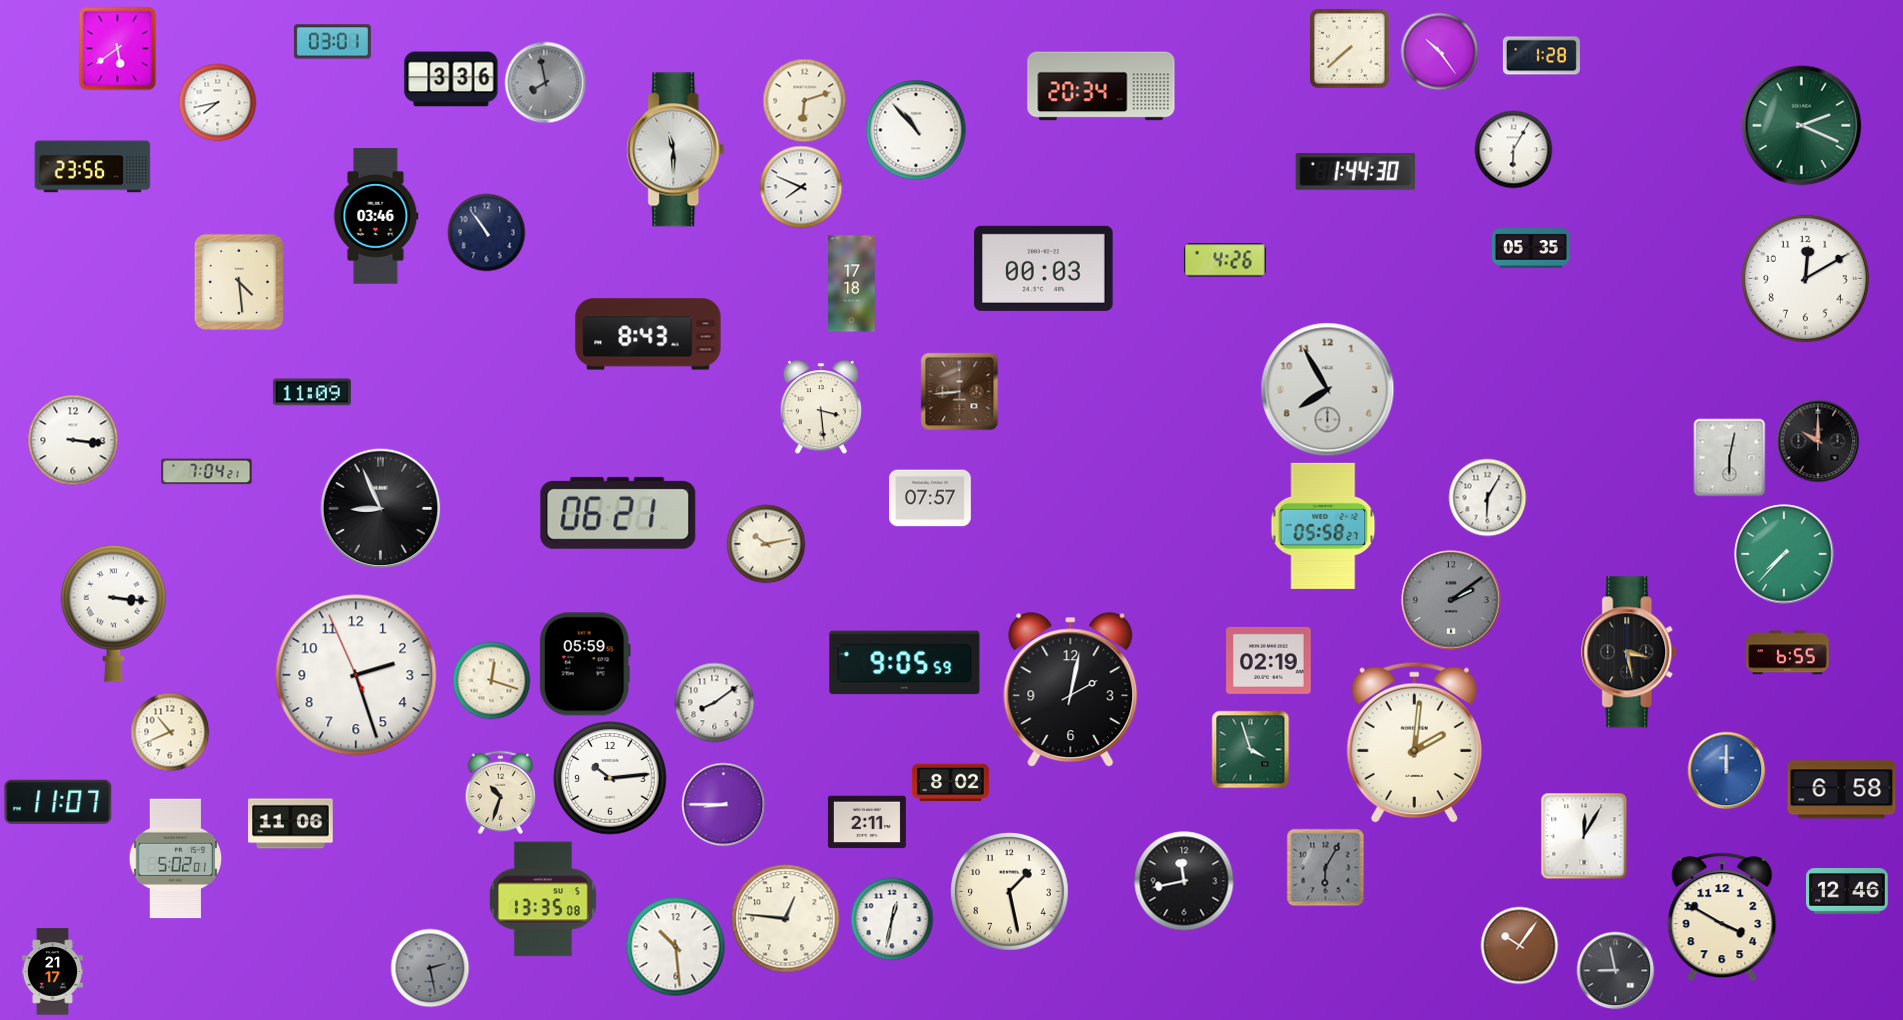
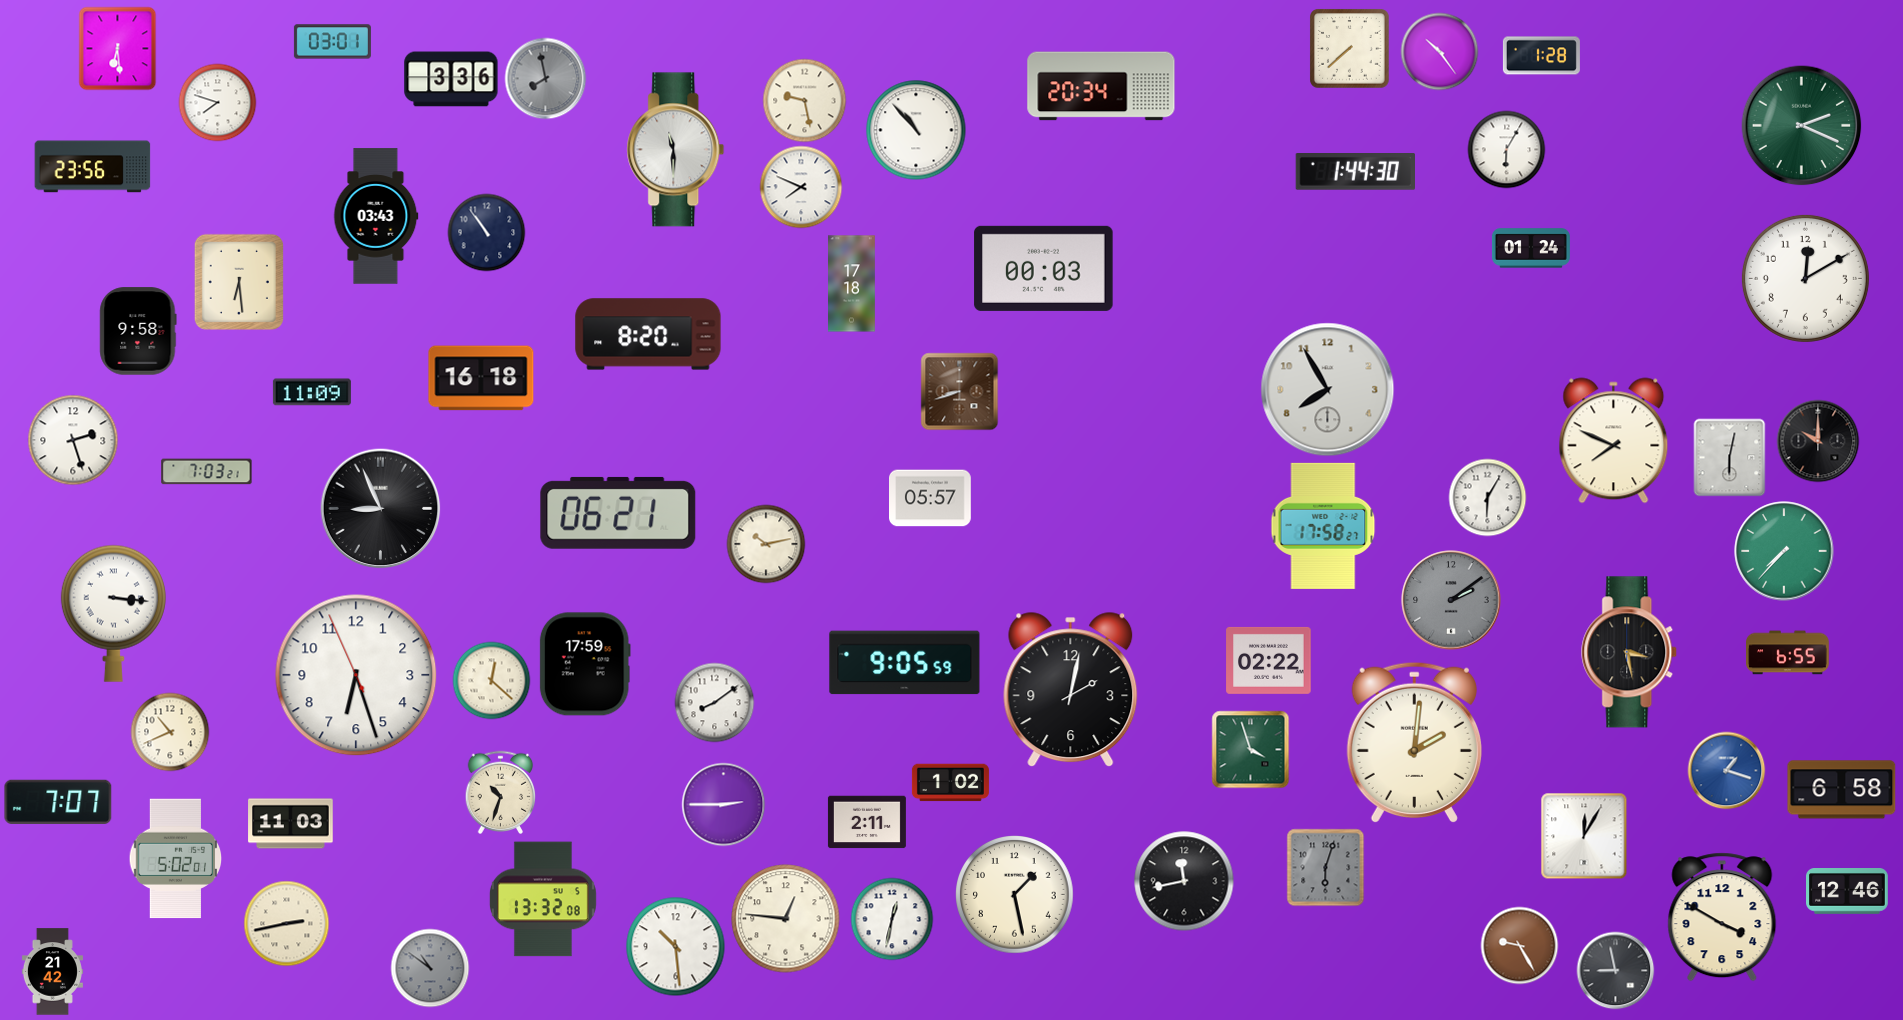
clock at (118, 48): 5:39 -> 6:29
clock at (545, 82) position: (545, 82) -> (545, 78)
clock at (804, 100): 6:12 -> 9:28
clock at (217, 102): 7:43 -> 7:48
clock at (1513, 149) position: (1513, 149) -> (1506, 149)
clock at (376, 216): 03:46 -> 03:43
clock at (1531, 248): 05:35 -> 01:24
clock at (1225, 260): 4:26 -> none
clock at (239, 282): 4:29 -> 6:29
clock at (138, 331): none -> 9:58
clock at (648, 334): 8:43 -> 8:20
clock at (481, 378): none -> 16:18
clock at (959, 391): 8:44 -> 8:42
clock at (821, 407): 3:29 -> none
clock at (73, 440): 3:16 -> 2:27
clock at (1614, 441): none -> 7:49
clock at (207, 472): 7:04 -> 7:03
clock at (931, 498): 07:57 -> 05:57
clock at (1323, 526): 05:58 -> 17:58
clock at (1784, 554) position: (1784, 554) -> (1784, 551)
clock at (1269, 660): 02:19 -> 02:22
clock at (585, 664): 05:59 -> 17:59
clock at (356, 675): 2:26 -> 6:26
clock at (491, 680): 12:18 -> 12:22
clock at (1726, 770): 12:00 -> 1:18
clock at (610, 778): 10:14 -> none
clock at (950, 783): 8:02 -> 1:02
clock at (58, 802): 11:07 -> 7:07
clock at (723, 804): 8:45 -> 2:45
clock at (291, 824): 11:06 -> 11:03
clock at (1325, 867): 6:05 -> 6:03
clock at (1010, 892) position: (1010, 892) -> (1015, 895)
clock at (543, 899): 13:35 -> 13:32
clock at (286, 923): none -> 2:43
clock at (1519, 945): 10:06 -> 9:25
clock at (430, 968): 2:28 -> 10:51
clock at (52, 972): 21:17 -> 21:42
